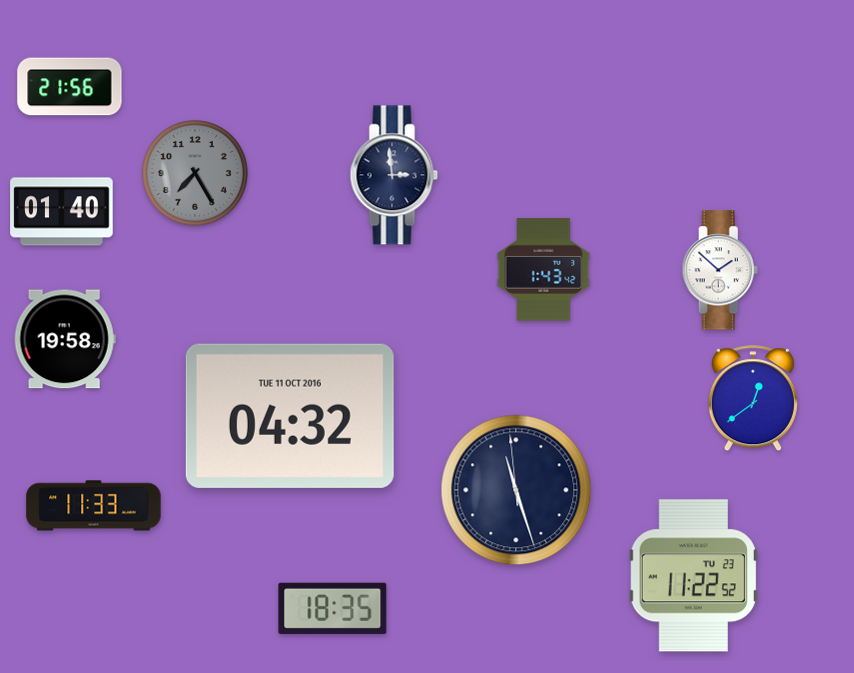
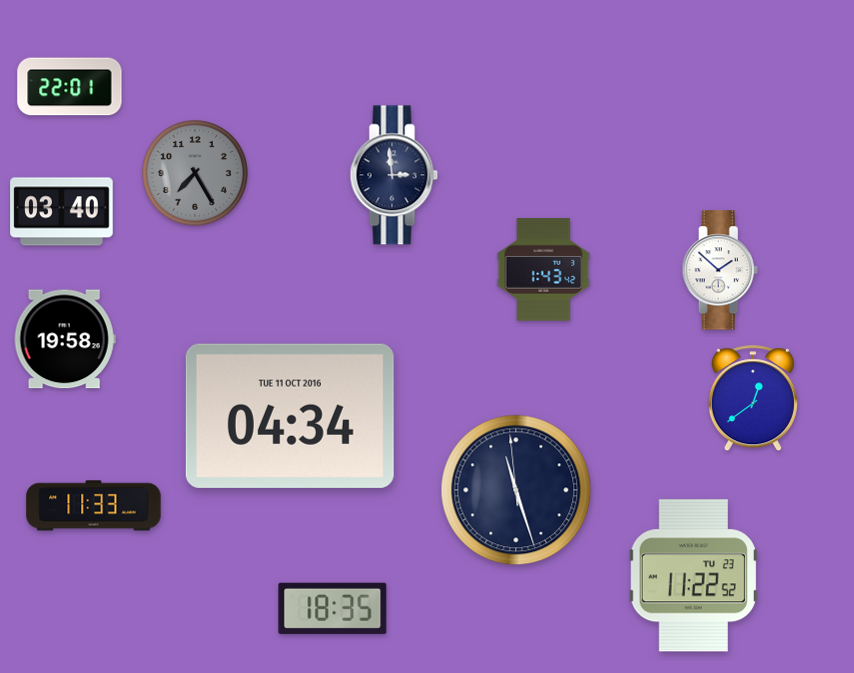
clock at (70, 87): 21:56 -> 22:01
clock at (62, 212): 01:40 -> 03:40
clock at (290, 416): 04:32 -> 04:34
